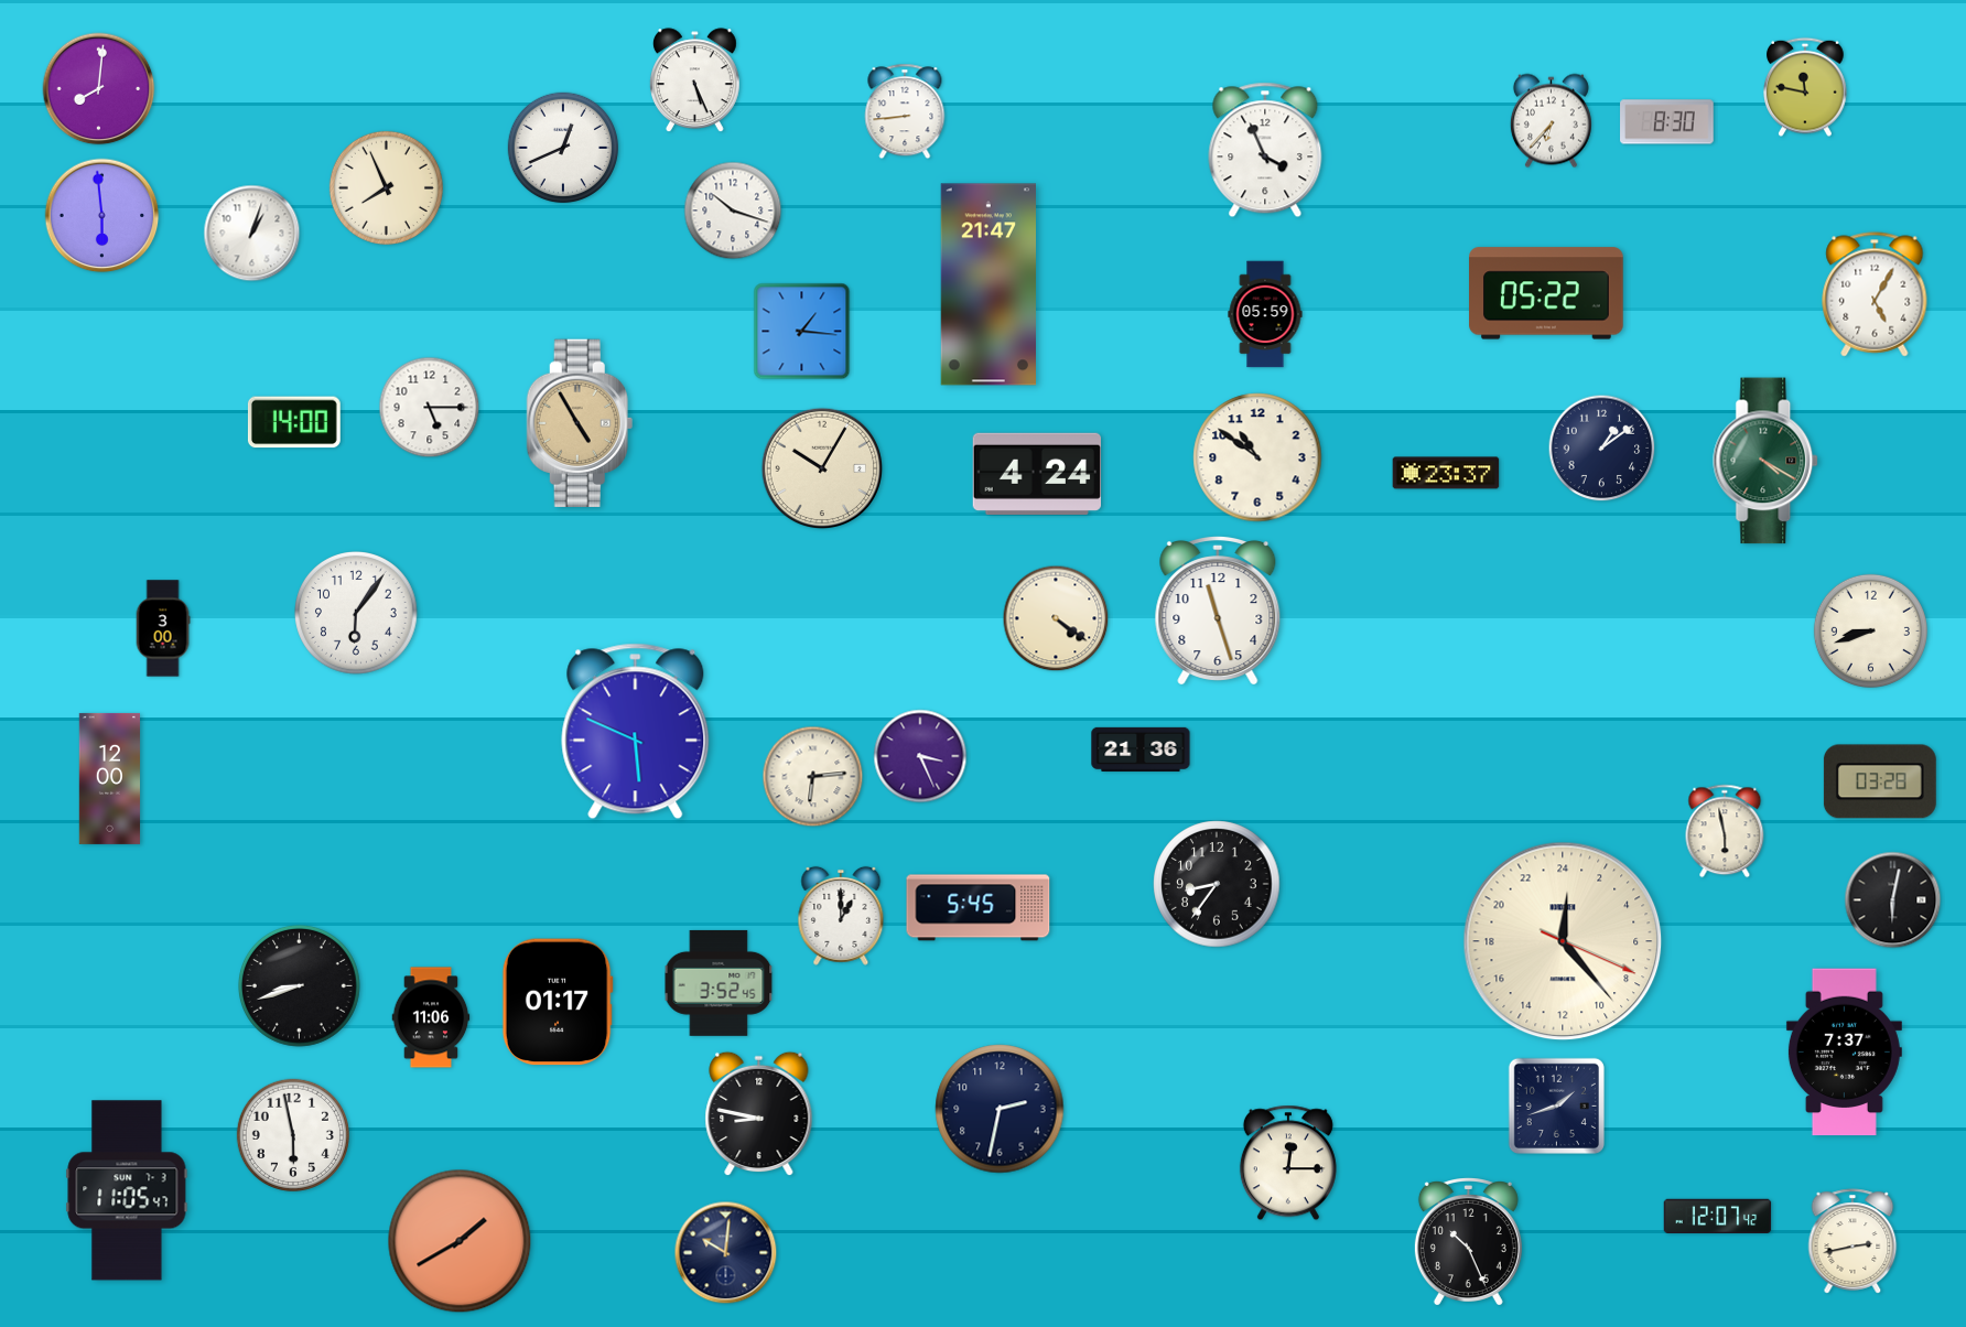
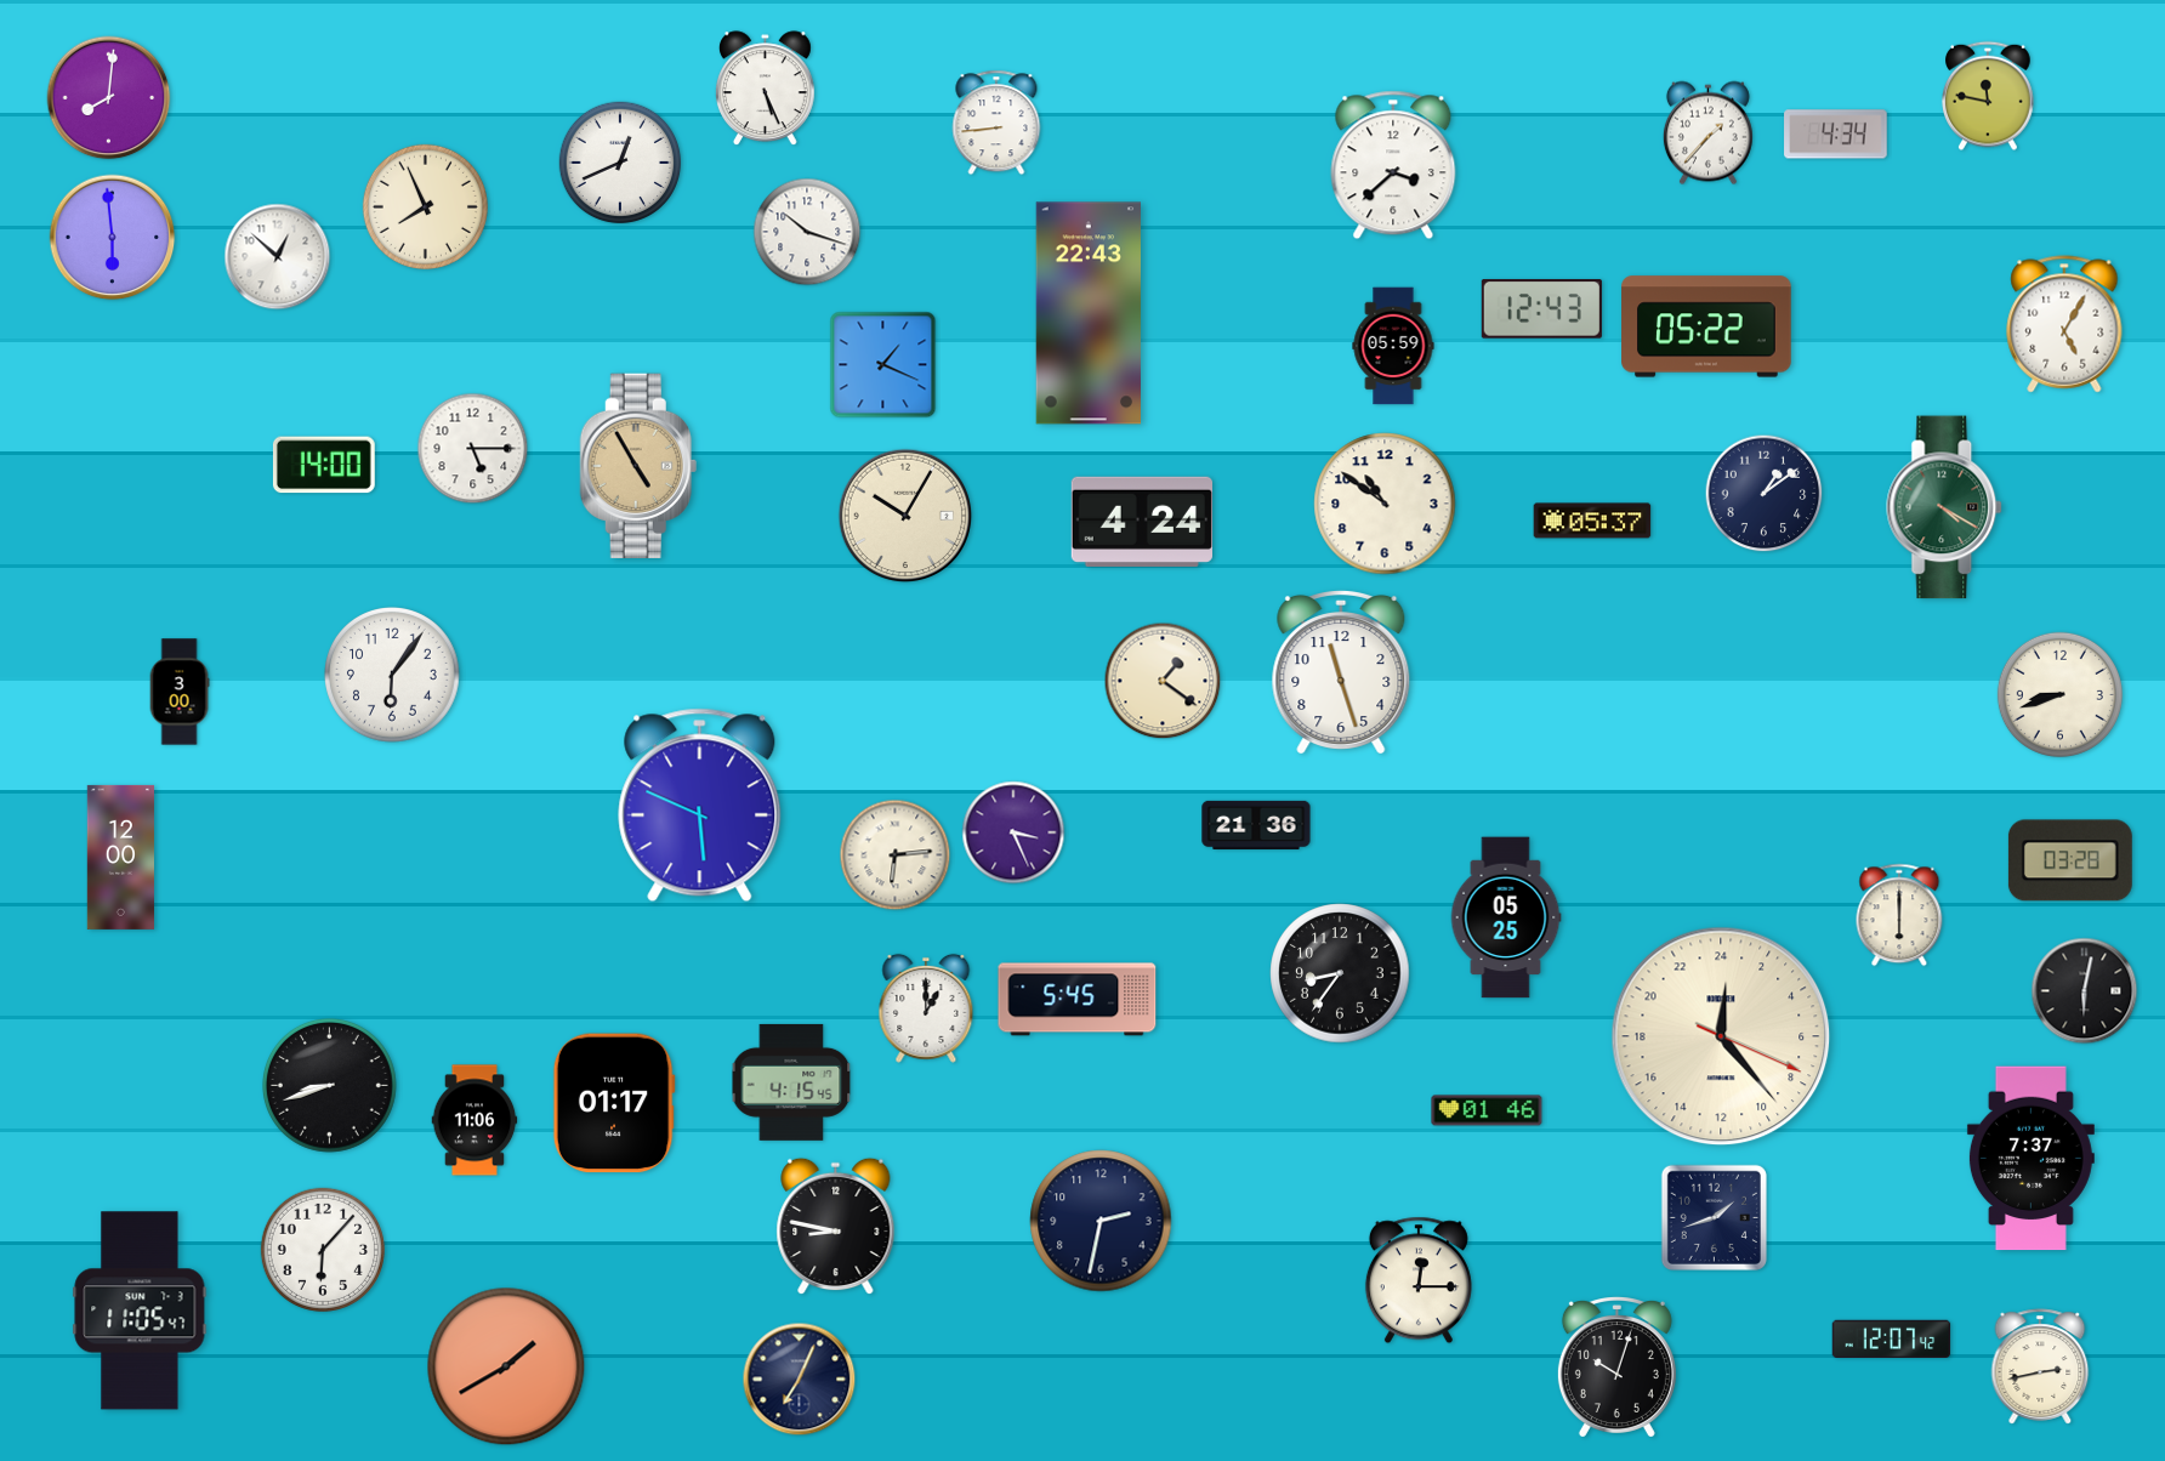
clock at (1551, 121): 6:37 -> 1:37
clock at (1667, 122): 8:30 -> 4:34
clock at (1265, 150): 3:56 -> 3:38
clock at (252, 234): 1:03 -> 12:52
clock at (1541, 309): none -> 12:43
clock at (987, 284): 21:47 -> 22:43
clock at (1546, 293) position: (1546, 293) -> (1706, 326)
clock at (802, 332): 1:16 -> 1:19
clock at (1446, 473): 23:37 -> 05:37
clock at (1056, 618): 4:21 -> 1:21
clock at (1725, 831): 5:58 -> 6:00
clock at (1506, 917): none -> 05:25
clock at (719, 983): 3:52 -> 4:15
clock at (1487, 1110): none -> 01:46
clock at (293, 1135): 5:58 -> 6:07
clock at (1468, 1242): 10:26 -> 10:03
clock at (726, 1253): 10:01 -> 7:04
